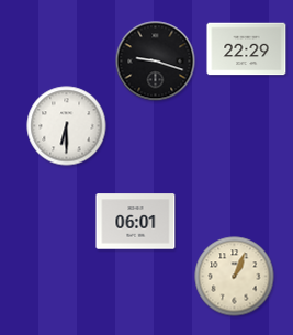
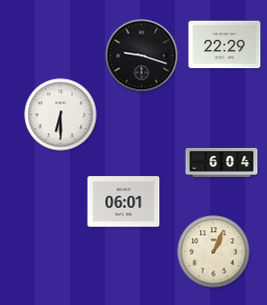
clock at (222, 162): none -> 6:04
